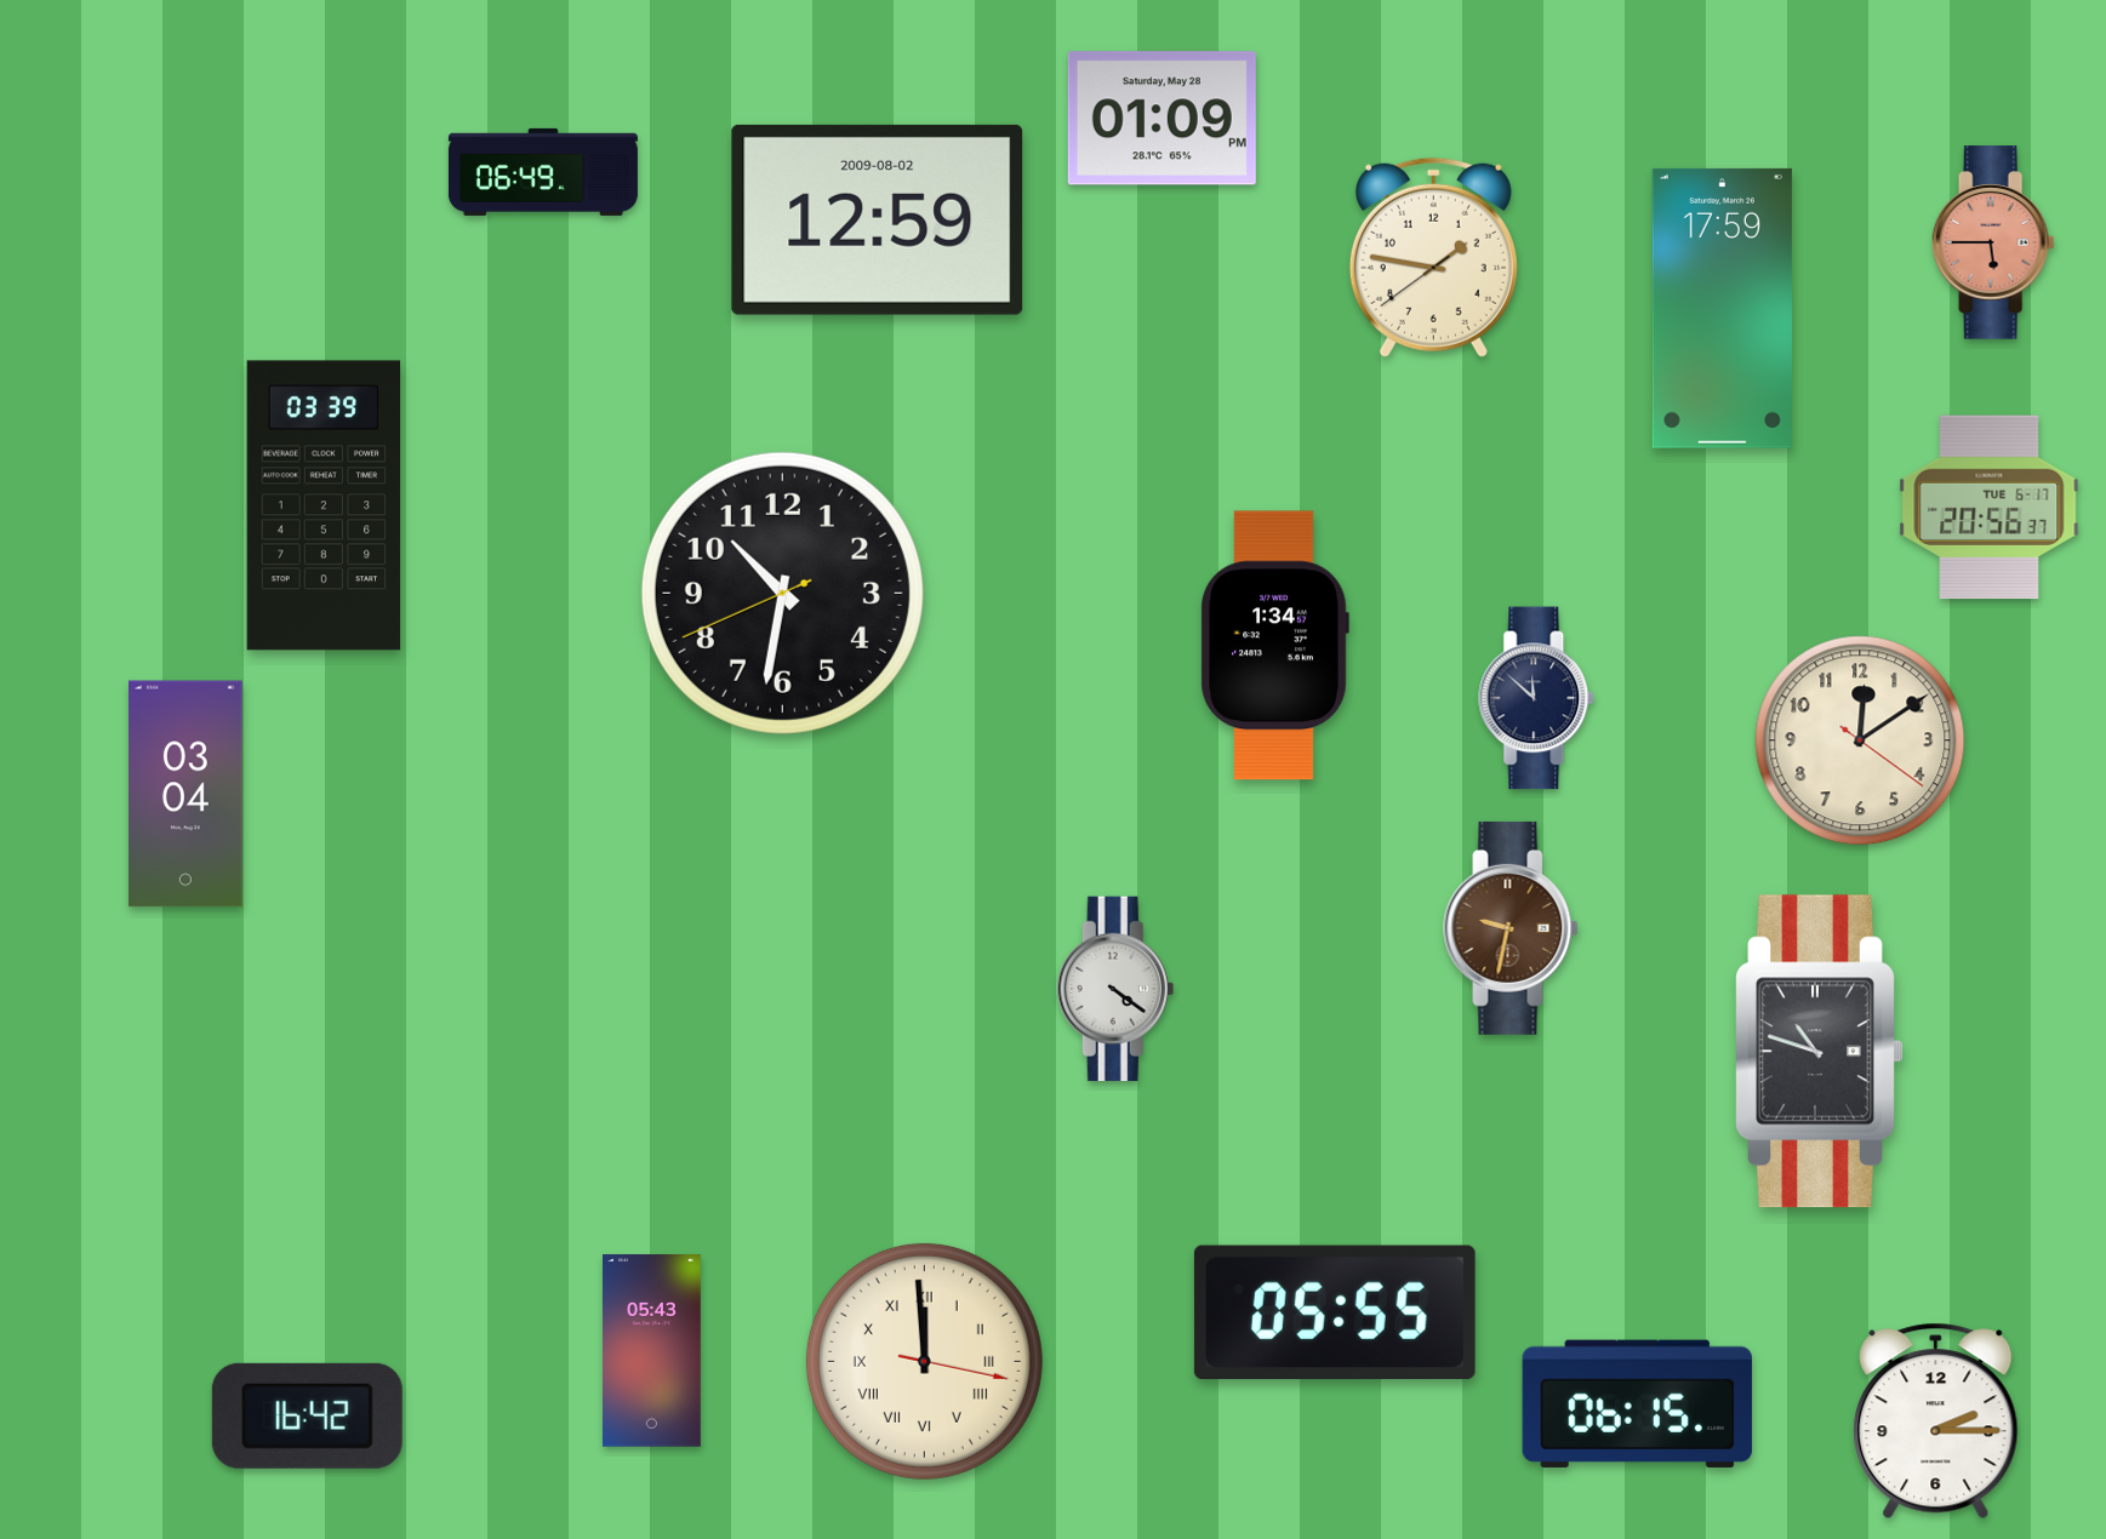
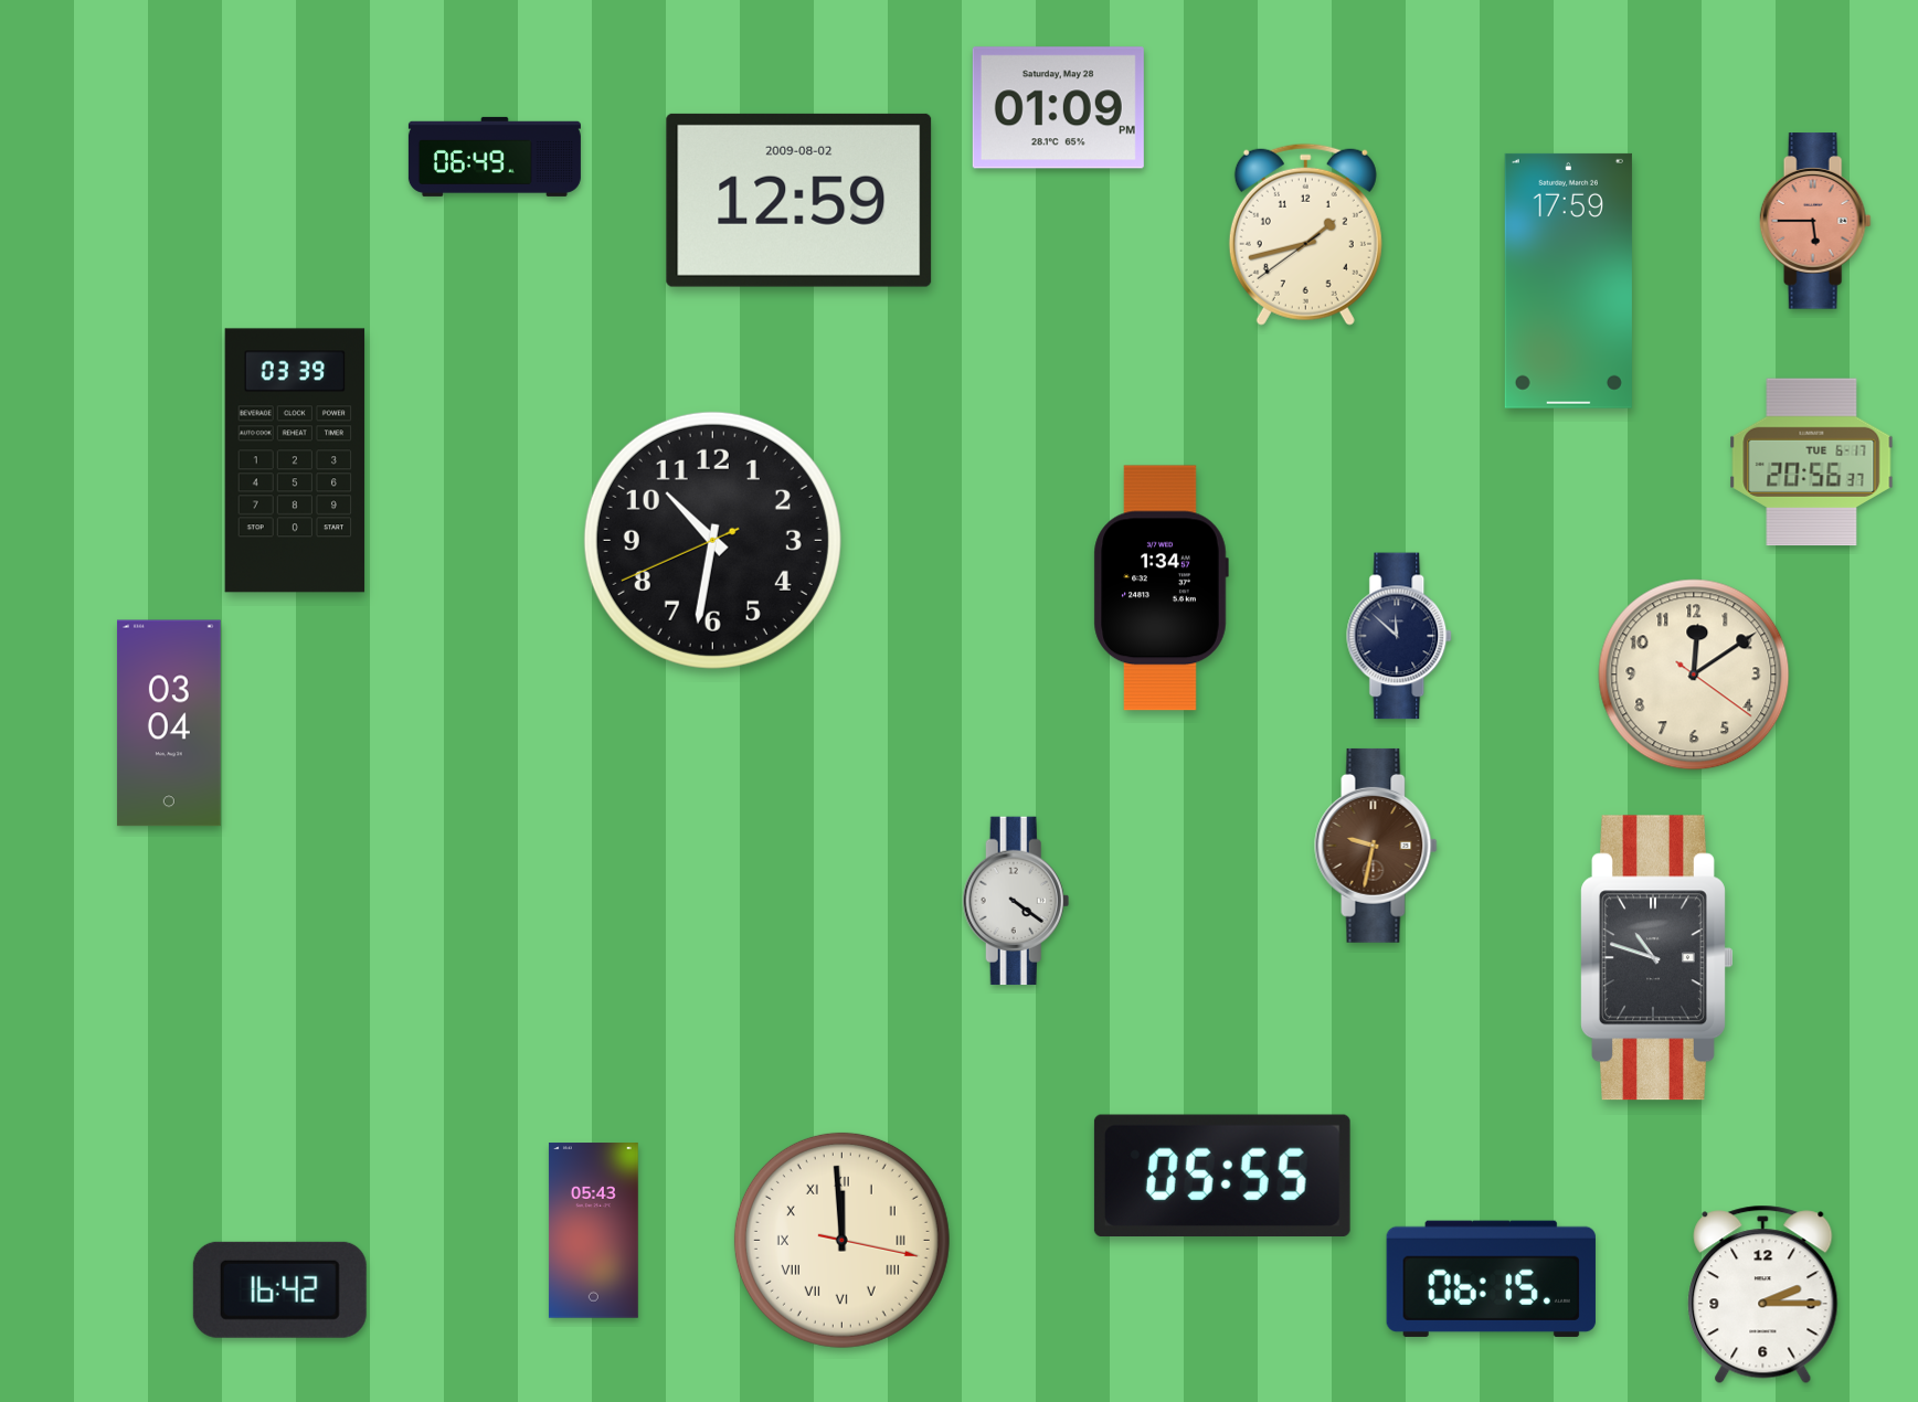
clock at (1433, 257): 1:46 -> 1:42
clock at (1335, 1311) position: (1335, 1311) -> (1222, 1175)
